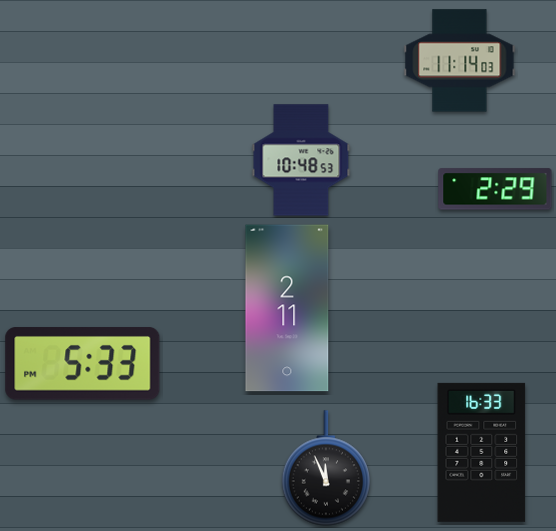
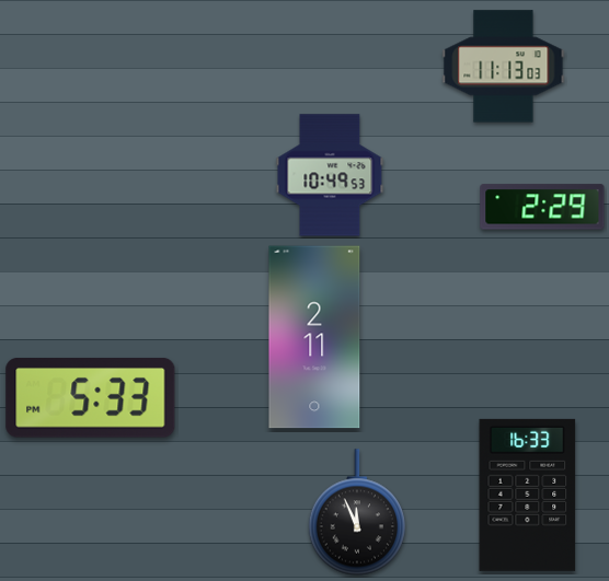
clock at (460, 61): 11:14 -> 11:13
clock at (301, 160): 10:48 -> 10:49
